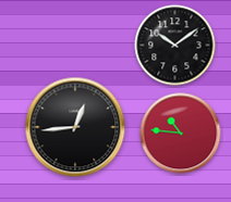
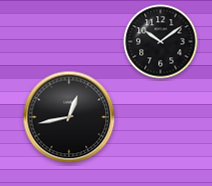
clock at (75, 127): 12:44 -> 12:43
clock at (181, 134): 10:46 -> none
